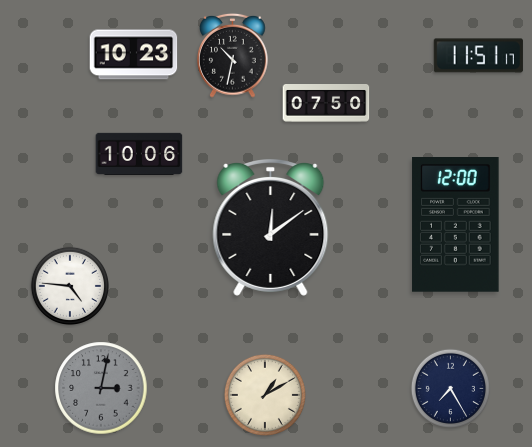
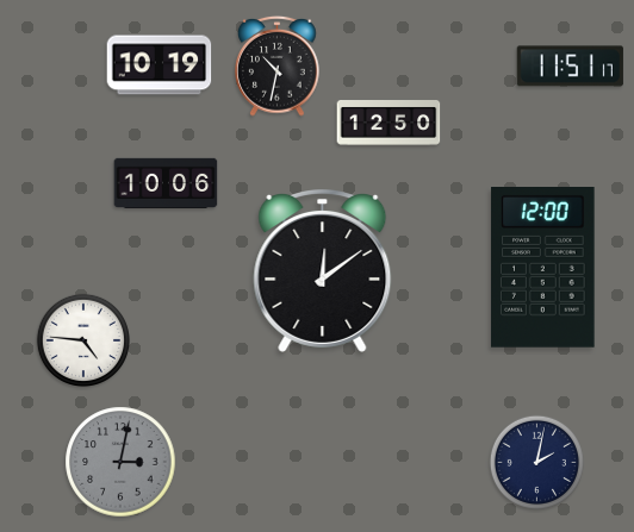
clock at (134, 55): 10:23 -> 10:19
clock at (326, 104): 07:50 -> 12:50
clock at (450, 388): 7:25 -> 2:02
clock at (265, 395): 1:10 -> none
